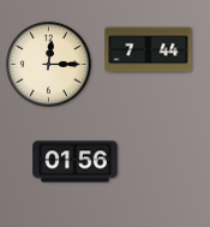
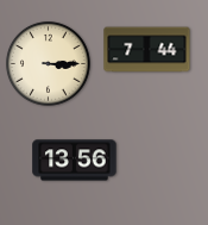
clock at (48, 64): 12:15 -> 3:15
clock at (76, 162): 01:56 -> 13:56
